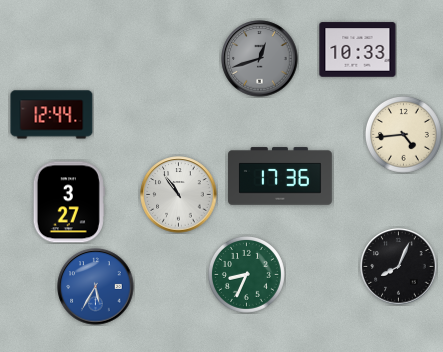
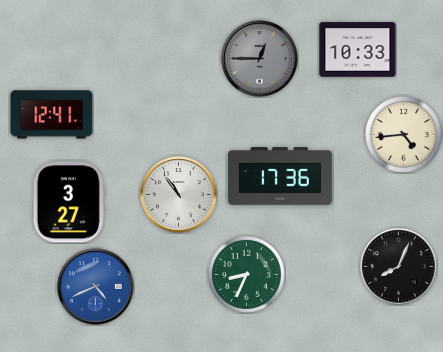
clock at (260, 59): 12:42 -> 12:45
clock at (52, 115): 12:44 -> 12:41
clock at (96, 287): 5:35 -> 4:41
